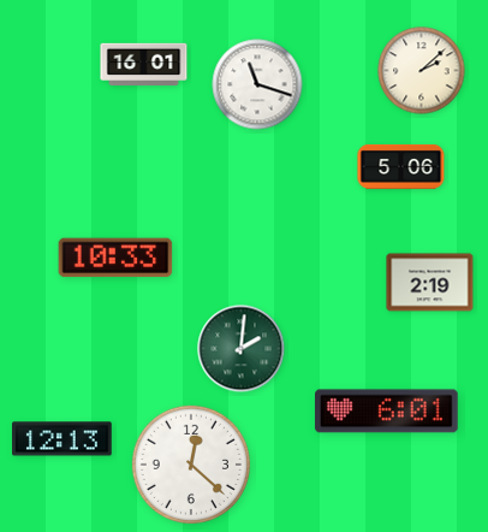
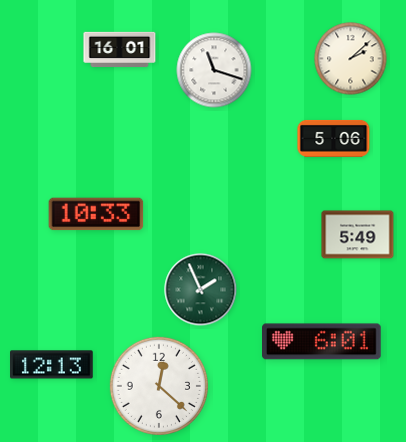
clock at (144, 64) position: (144, 64) -> (120, 49)
clock at (430, 283): 2:19 -> 5:49
clock at (242, 349): 2:01 -> 1:56
